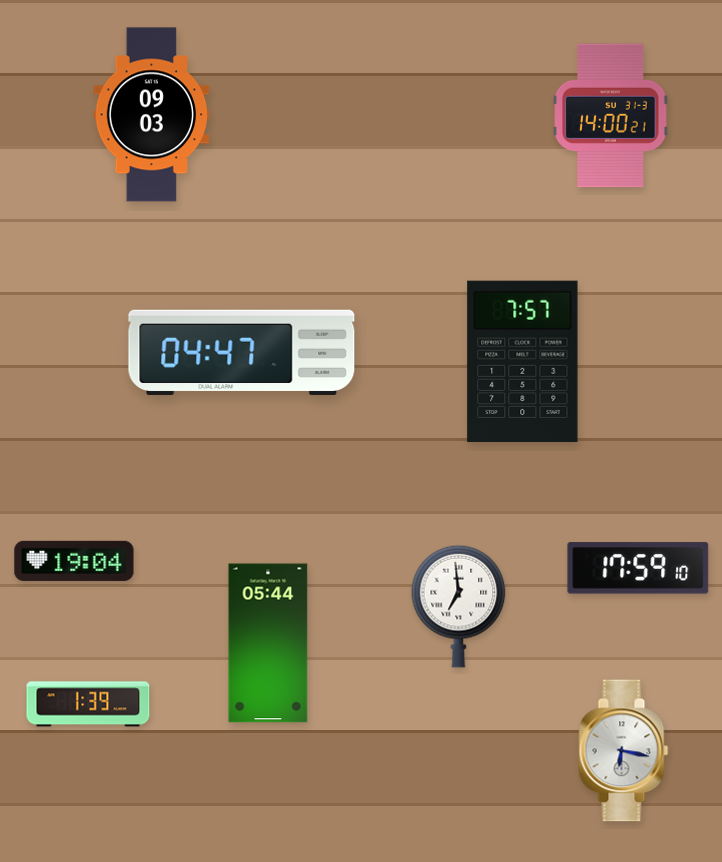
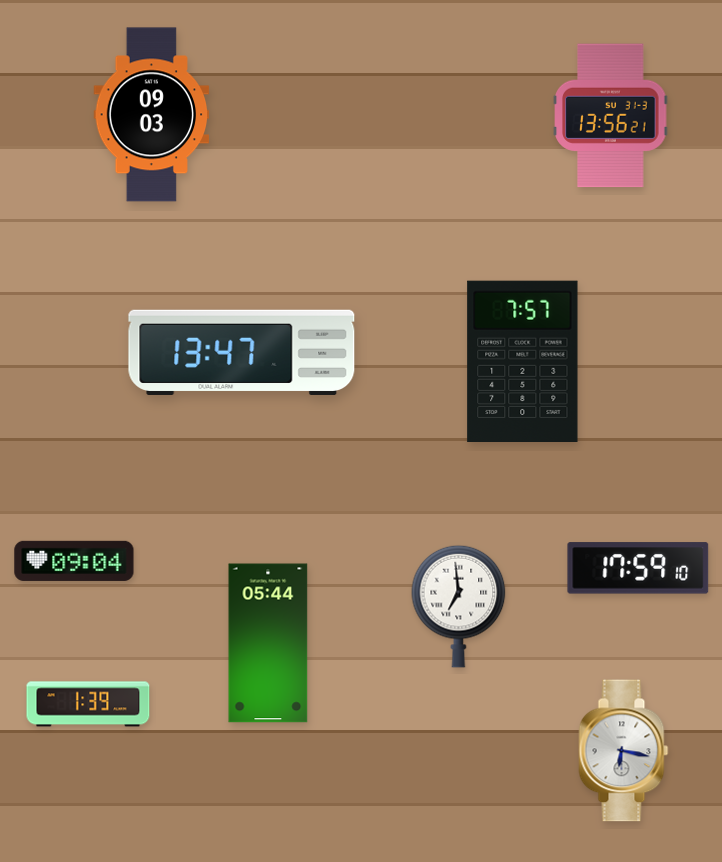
clock at (611, 116): 14:00 -> 13:56
clock at (242, 352): 04:47 -> 13:47
clock at (74, 561): 19:04 -> 09:04
